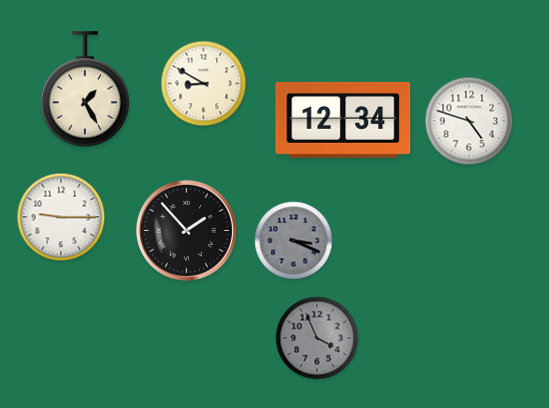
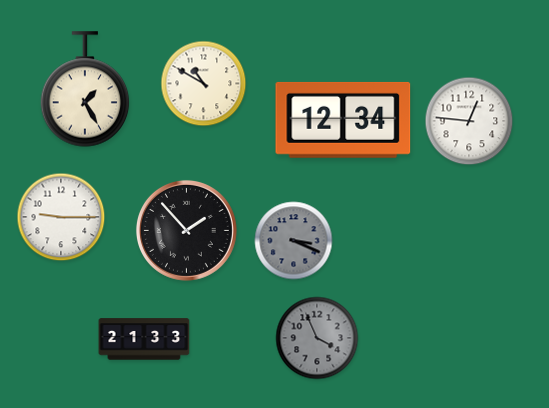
clock at (204, 84): 8:50 -> 10:50
clock at (469, 121): 4:48 -> 12:46
clock at (144, 339): none -> 21:33
